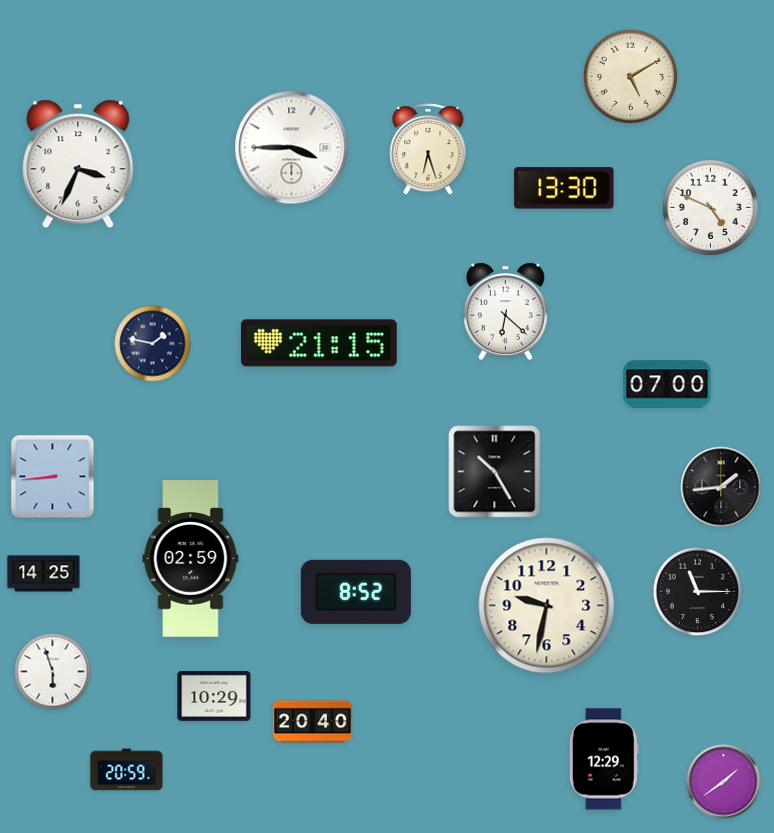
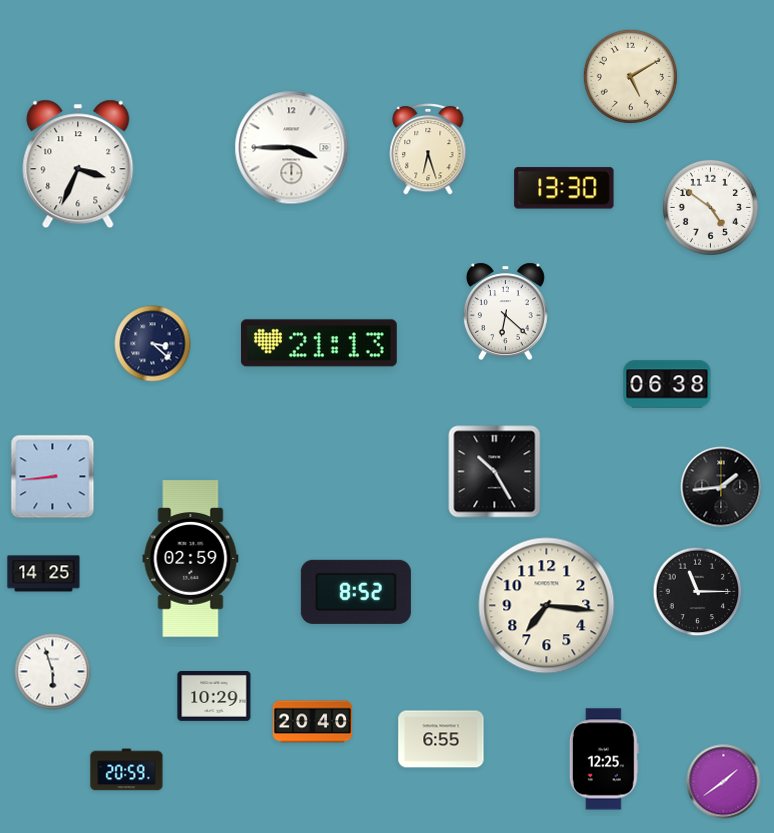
clock at (710, 207): 4:49 -> 4:51
clock at (319, 343): 21:15 -> 21:13
clock at (153, 344): 1:47 -> 3:22
clock at (667, 384): 07:00 -> 06:38
clock at (547, 606): 9:32 -> 7:16
clock at (441, 739): none -> 6:55
clock at (604, 759): 12:29 -> 12:25
